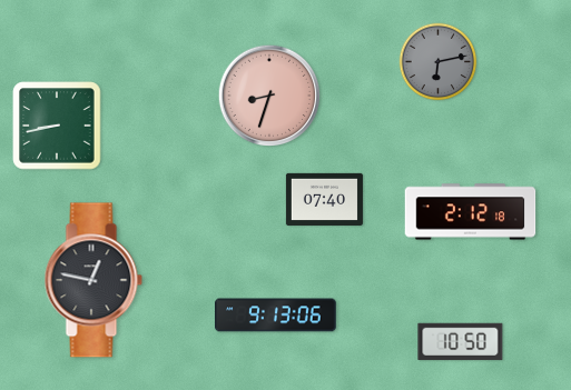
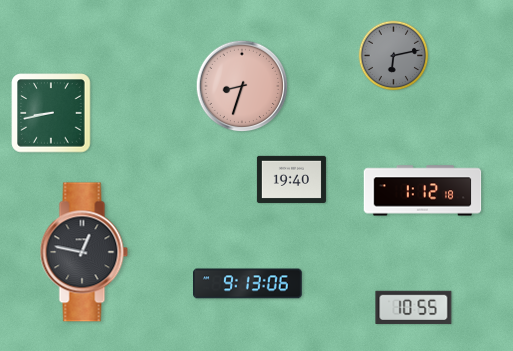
clock at (324, 199): 07:40 -> 19:40
clock at (471, 212): 2:12 -> 1:12
clock at (461, 341): 10:50 -> 10:55
